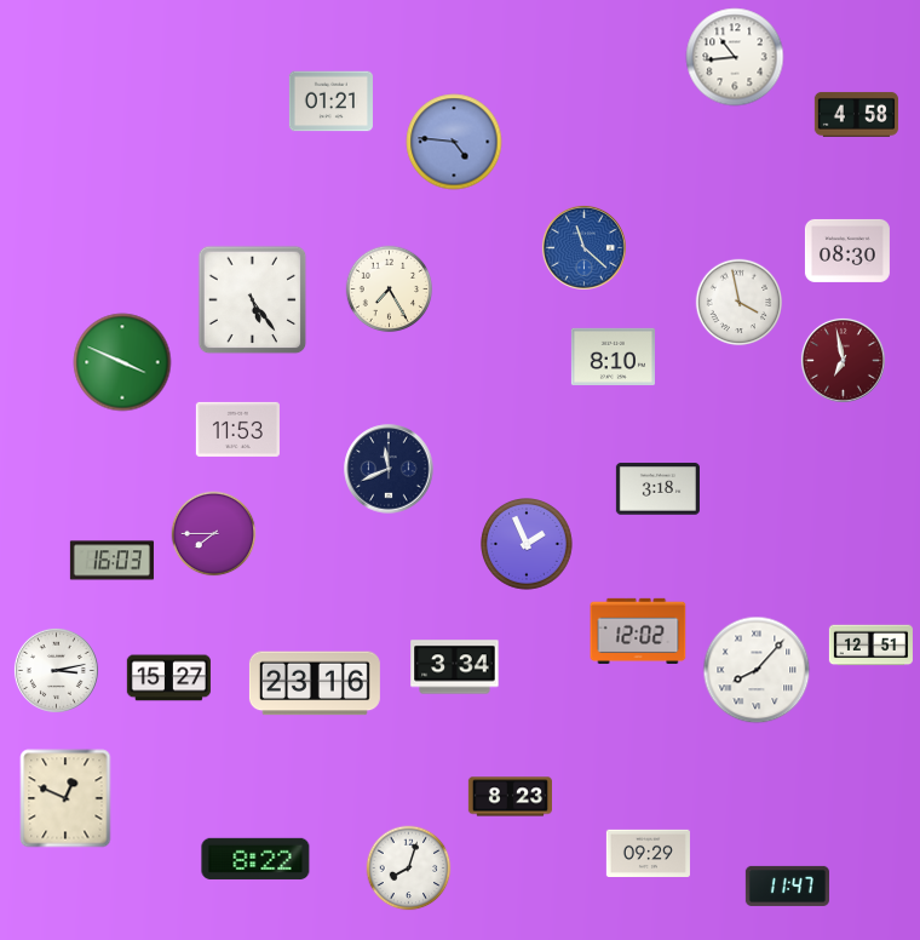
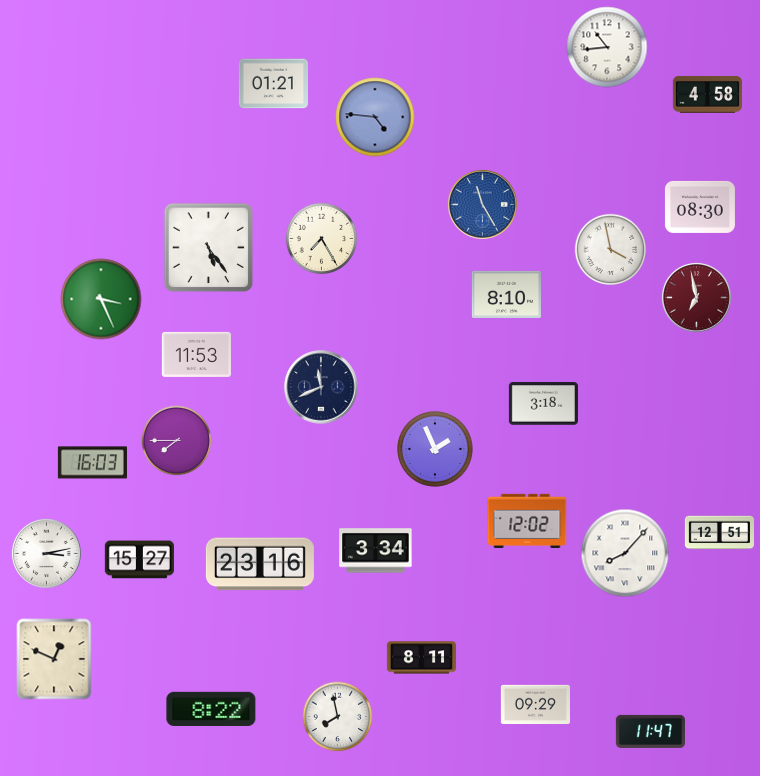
clock at (583, 247): 11:22 -> 11:25
clock at (122, 362): 3:49 -> 3:26
clock at (510, 797): 8:23 -> 8:11
clock at (409, 869): 8:03 -> 7:58
